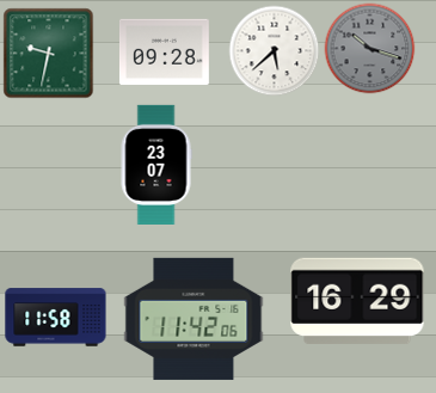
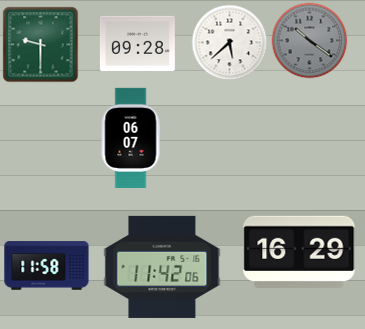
clock at (370, 49): 10:18 -> 10:21
clock at (49, 54): 9:32 -> 9:30
clock at (156, 165): 23:07 -> 06:07
